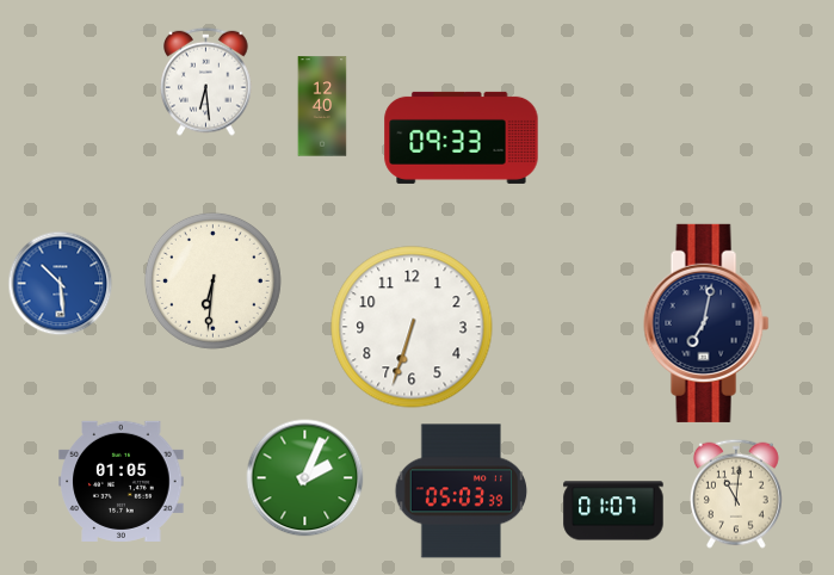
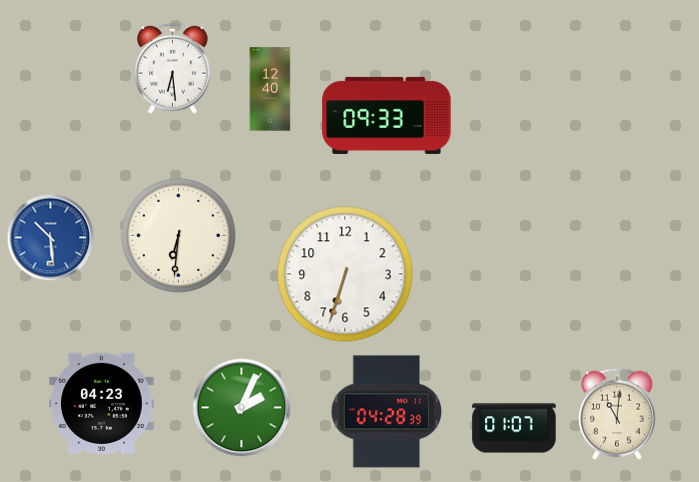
clock at (706, 323): 7:02 -> none
clock at (305, 478) position: (305, 478) -> (242, 408)
clock at (122, 481): 01:05 -> 04:23
clock at (462, 491): 05:03 -> 04:28
